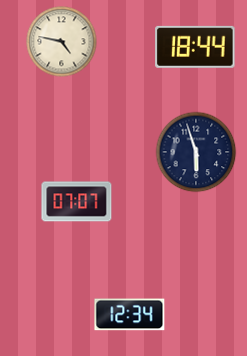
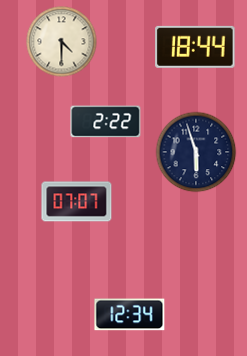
clock at (62, 42): 4:47 -> 4:30
clock at (106, 122): none -> 2:22
